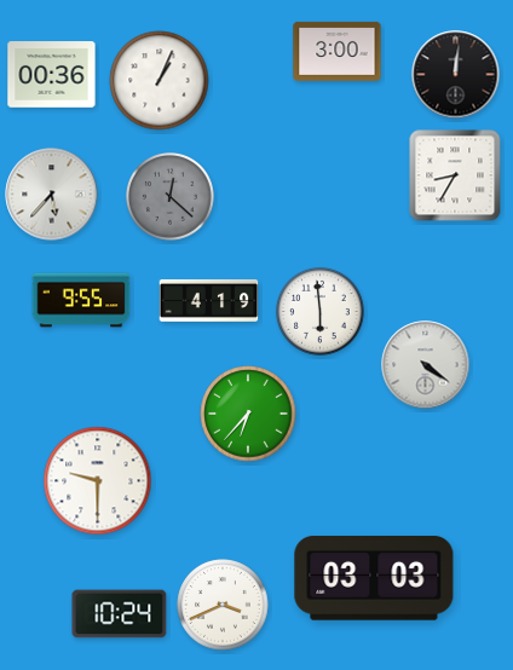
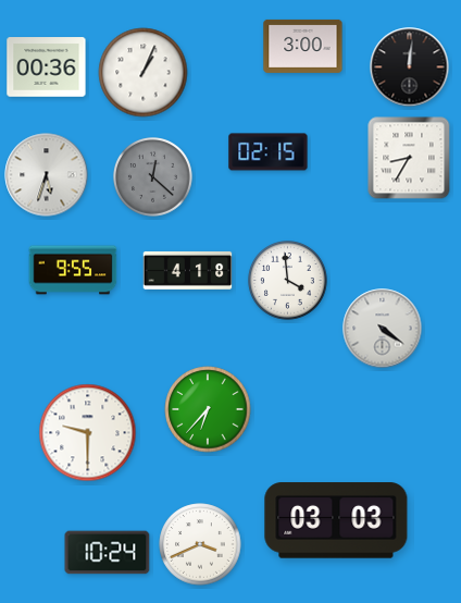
clock at (269, 152): none -> 02:15
clock at (52, 195): 5:37 -> 5:33
clock at (209, 300): 4:19 -> 4:18
clock at (321, 312): 5:59 -> 3:59
clock at (248, 414) position: (248, 414) -> (208, 409)
